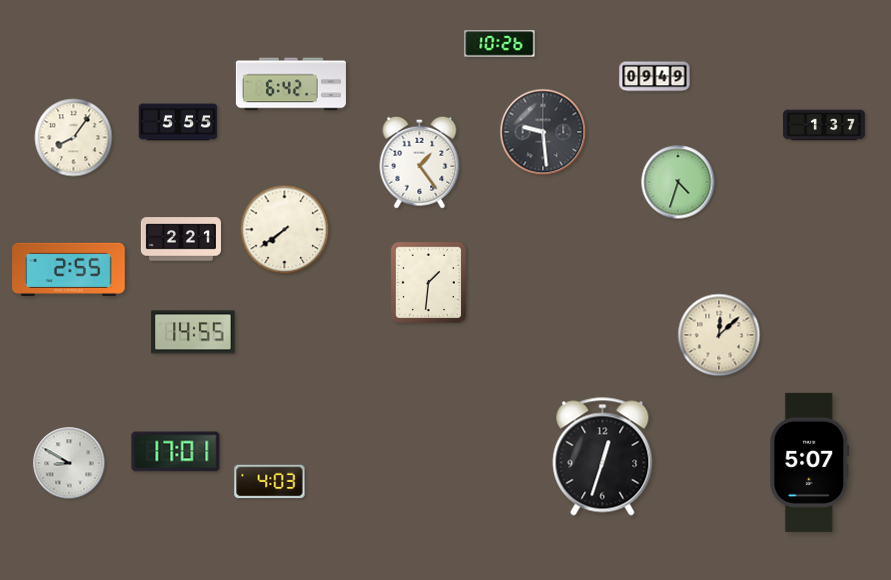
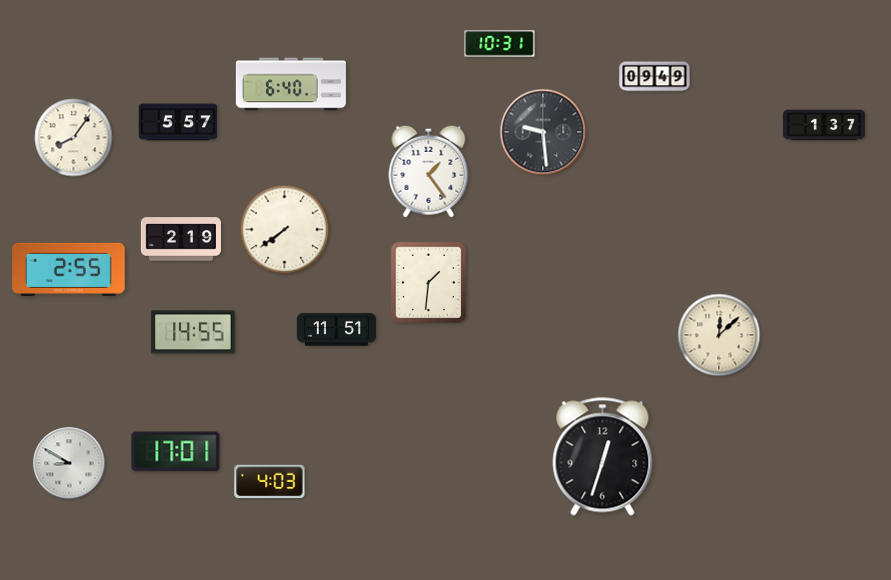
clock at (500, 44): 10:26 -> 10:31
clock at (291, 84): 6:42 -> 6:40
clock at (178, 122): 5:55 -> 5:57
clock at (420, 162) position: (420, 162) -> (429, 171)
clock at (678, 182): 4:33 -> none
clock at (181, 239): 2:21 -> 2:19
clock at (337, 330): none -> 11:51
clock at (810, 462): 5:07 -> none
